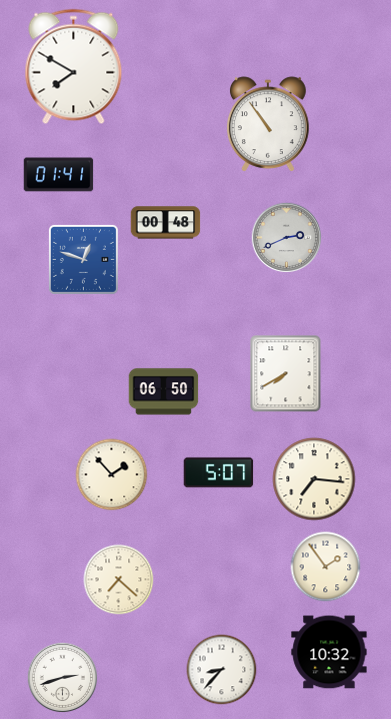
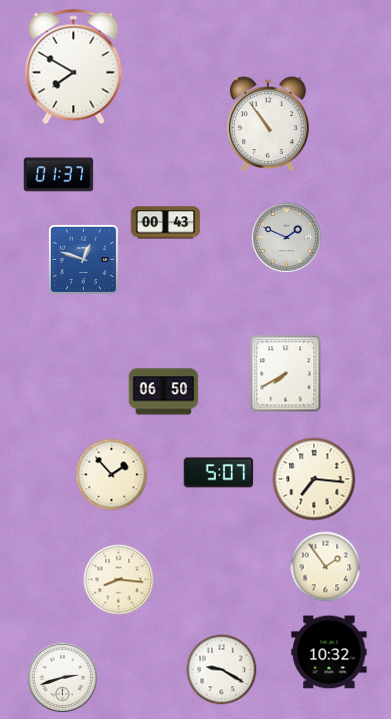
clock at (59, 175): 01:41 -> 01:37
clock at (166, 223): 00:48 -> 00:43
clock at (287, 238): 2:41 -> 1:49
clock at (119, 580): 7:22 -> 8:16
clock at (222, 670): 8:37 -> 9:20
